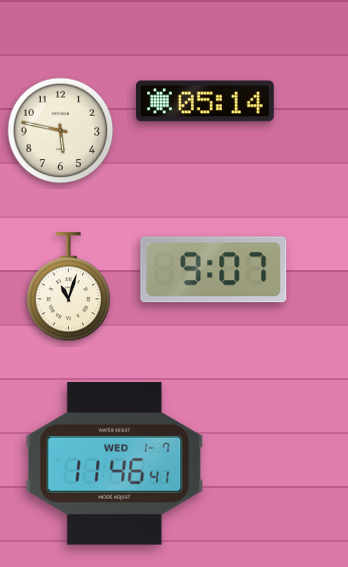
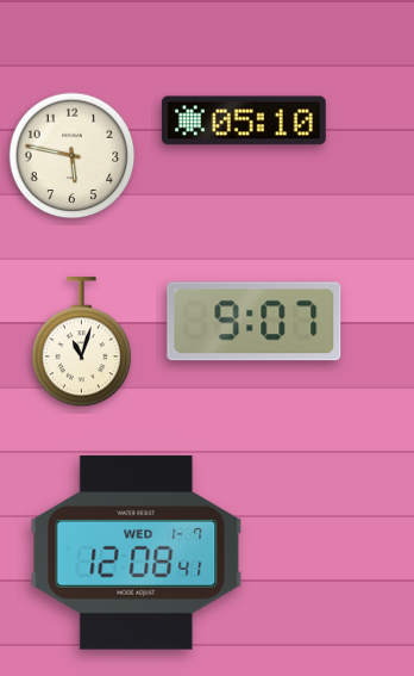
clock at (205, 101): 05:14 -> 05:10
clock at (115, 464): 11:46 -> 12:08
